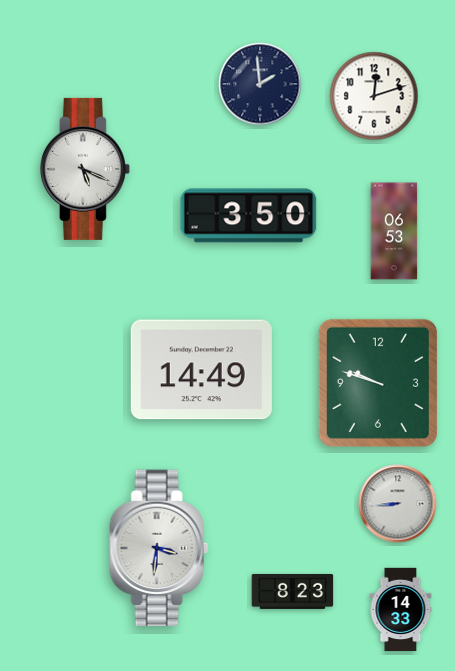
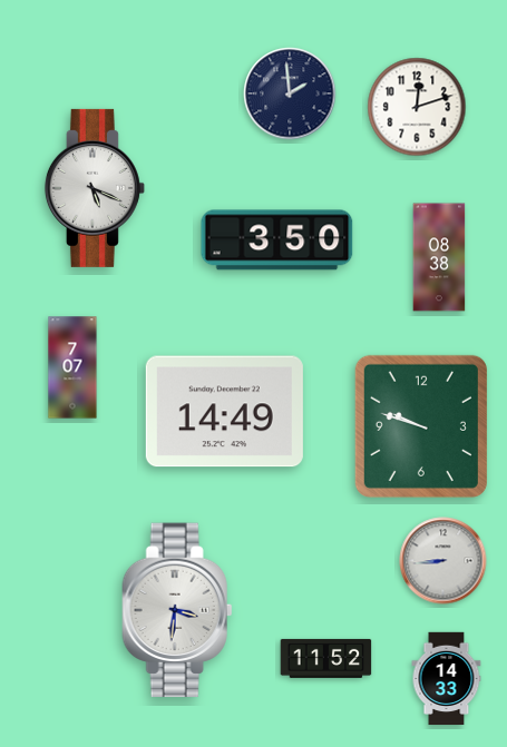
clock at (394, 231): 06:53 -> 08:38
clock at (72, 367): none -> 7:07
clock at (293, 591): 8:23 -> 11:52
